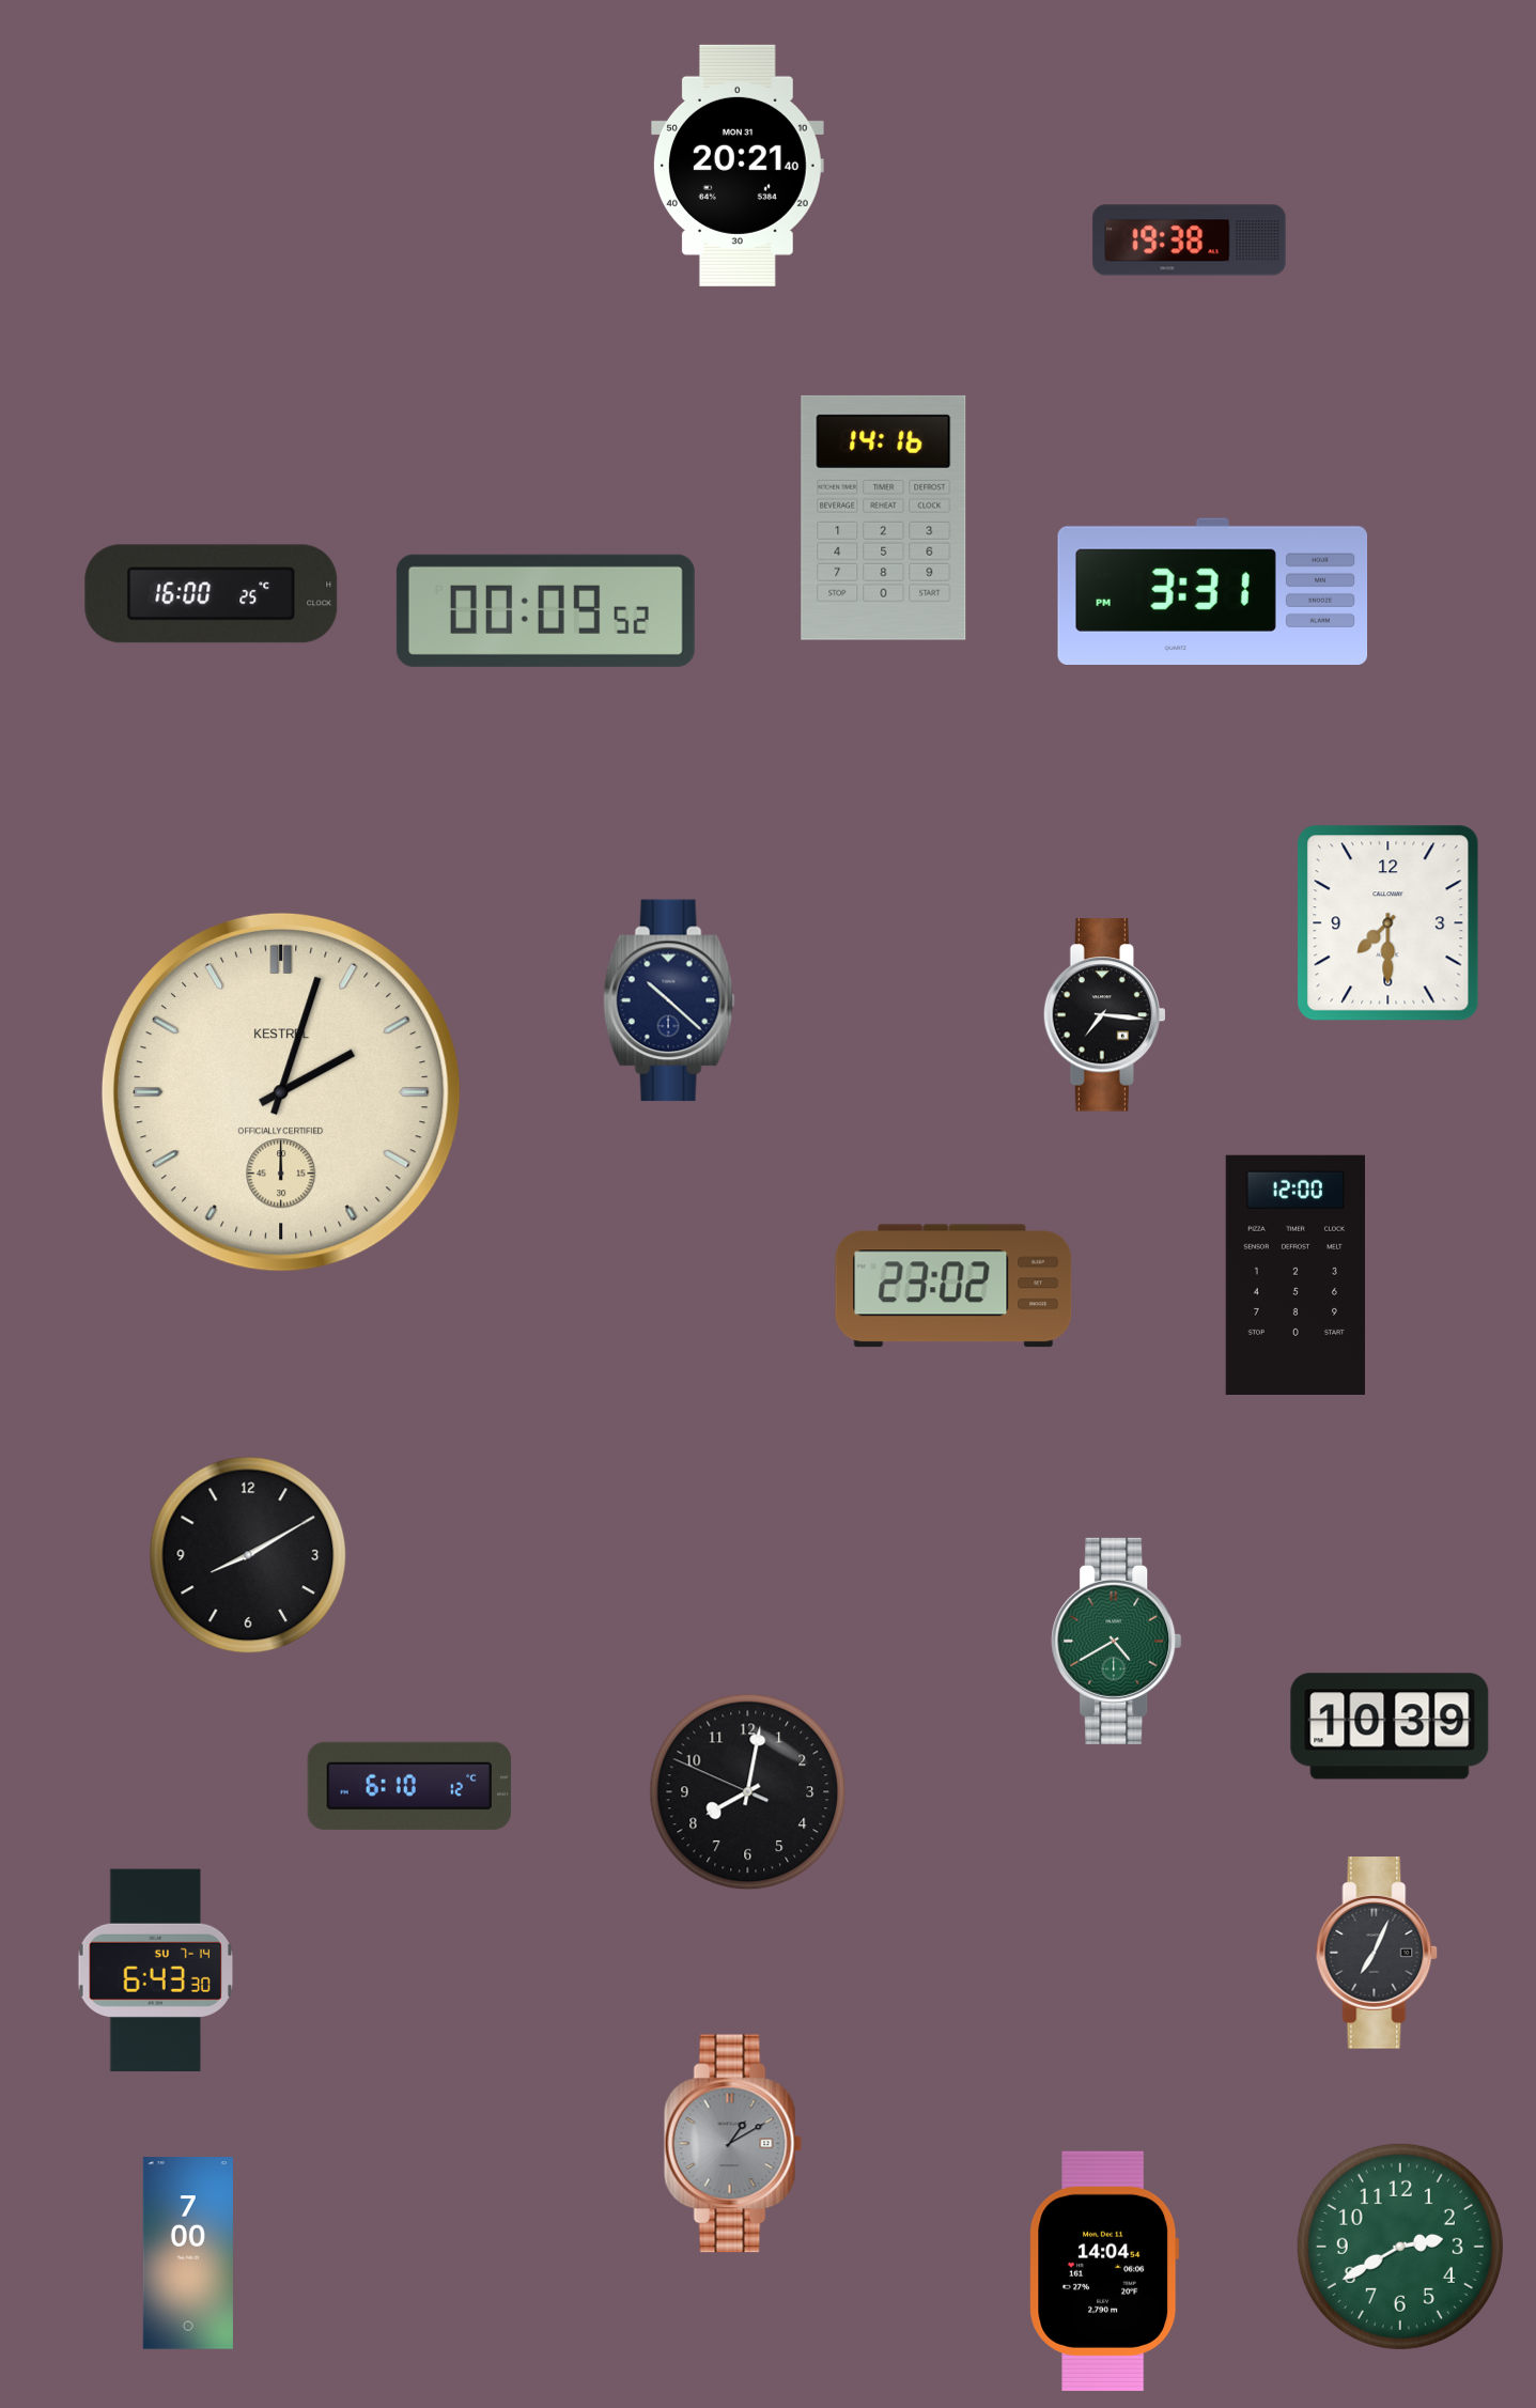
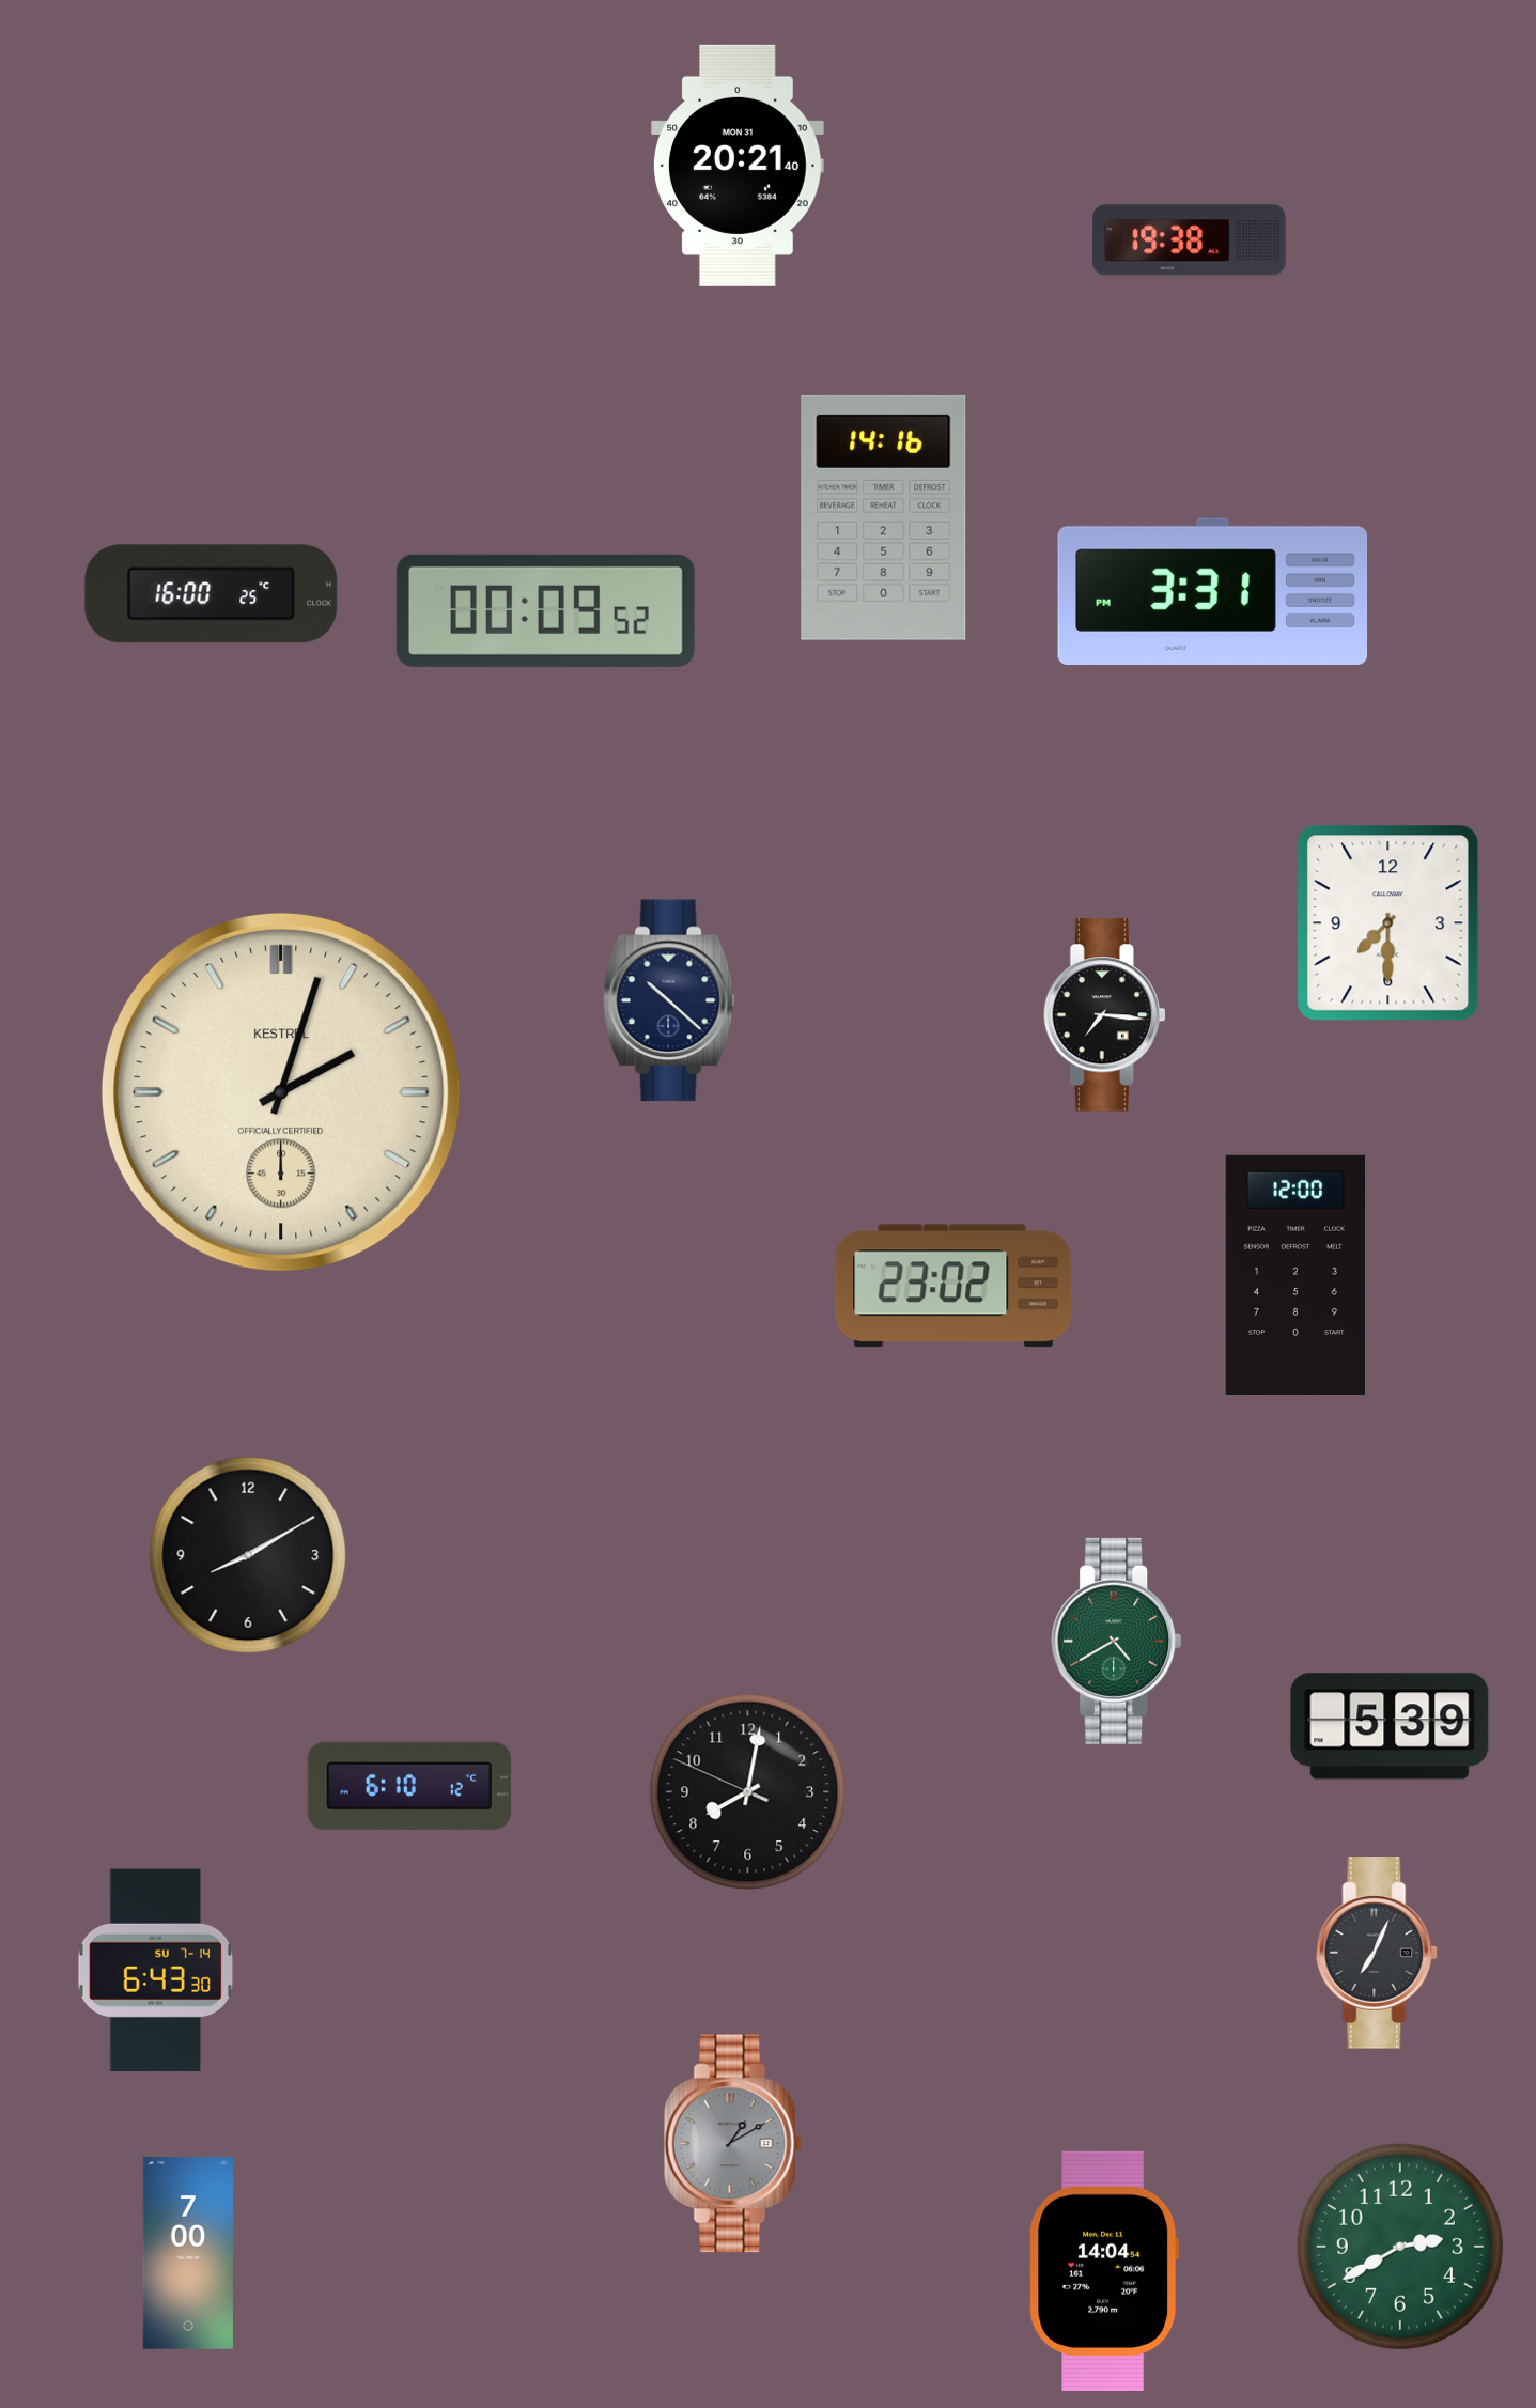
clock at (1390, 1726): 10:39 -> 5:39
